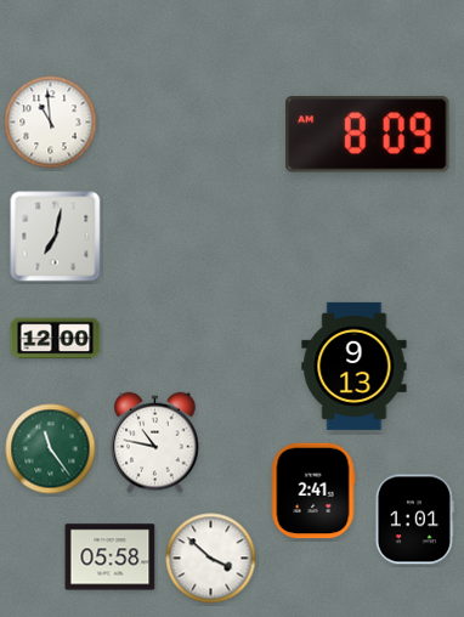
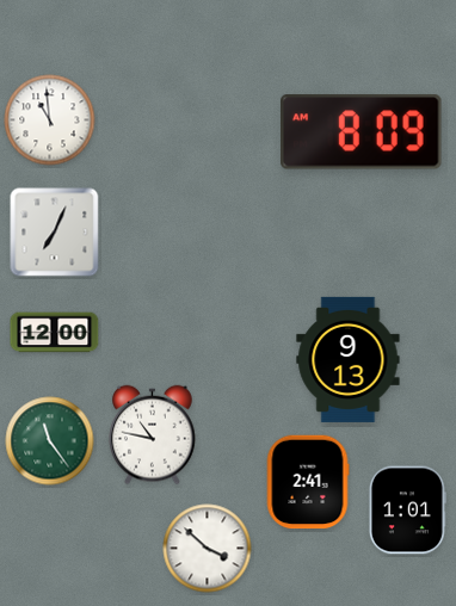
clock at (56, 237): 7:02 -> 7:04
clock at (111, 557): 05:58 -> none
